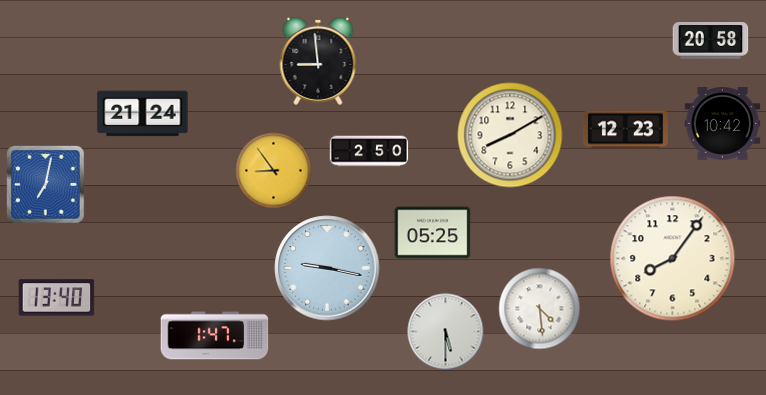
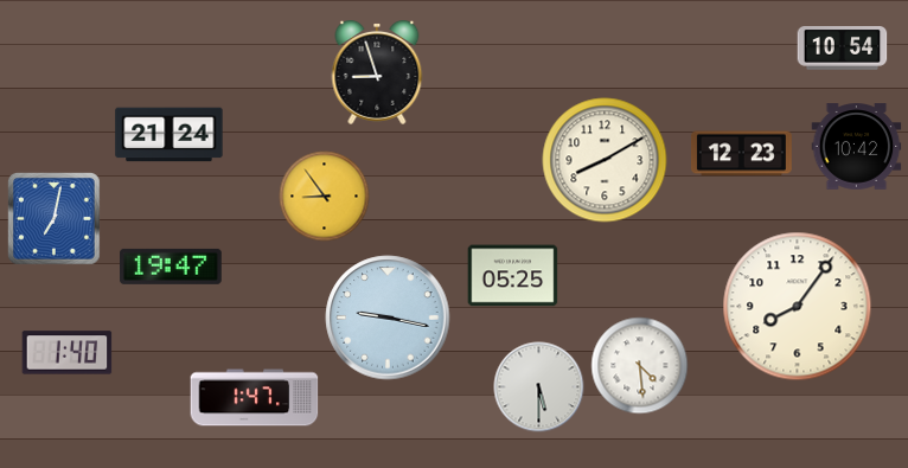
clock at (711, 41): 20:58 -> 10:54
clock at (318, 62): 8:59 -> 8:57
clock at (369, 151): 2:50 -> none
clock at (274, 171) position: (274, 171) -> (325, 197)
clock at (172, 267): none -> 19:47
clock at (57, 298): 13:40 -> 1:40
clock at (446, 332) position: (446, 332) -> (539, 387)
